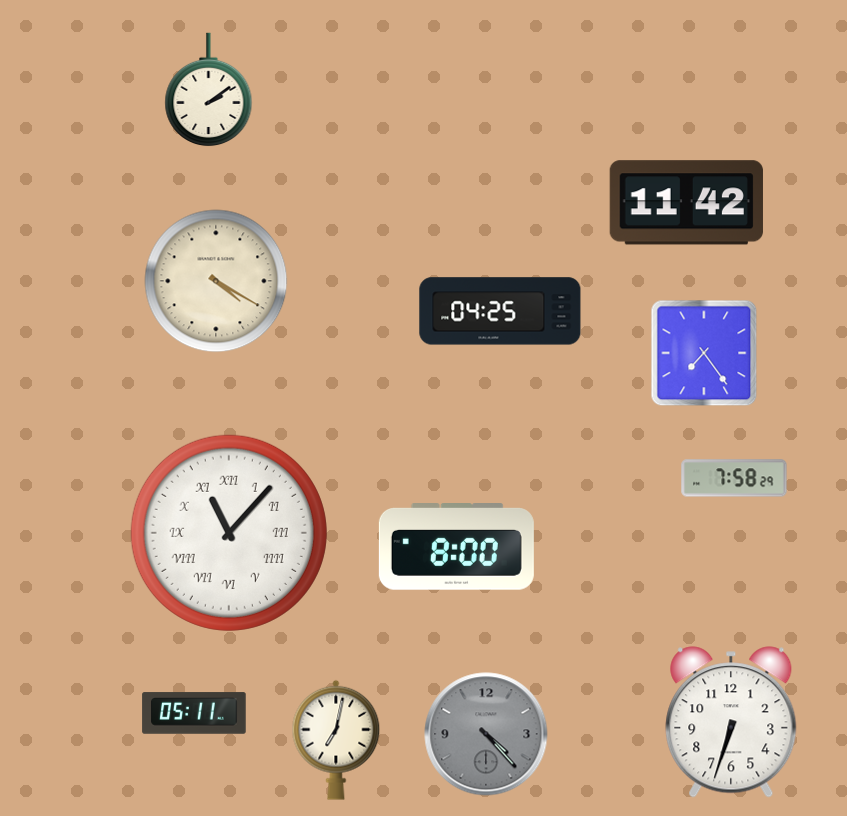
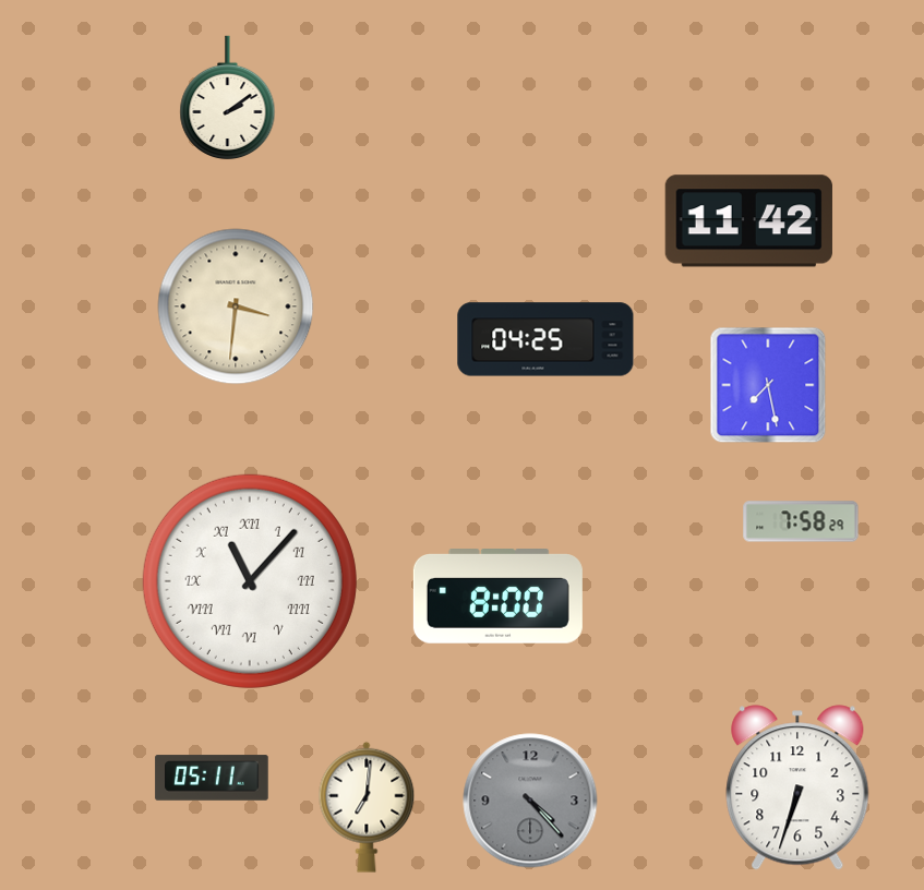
clock at (216, 281): 4:20 -> 3:31
clock at (704, 353): 7:24 -> 7:28
clock at (336, 740): 7:02 -> 7:01
